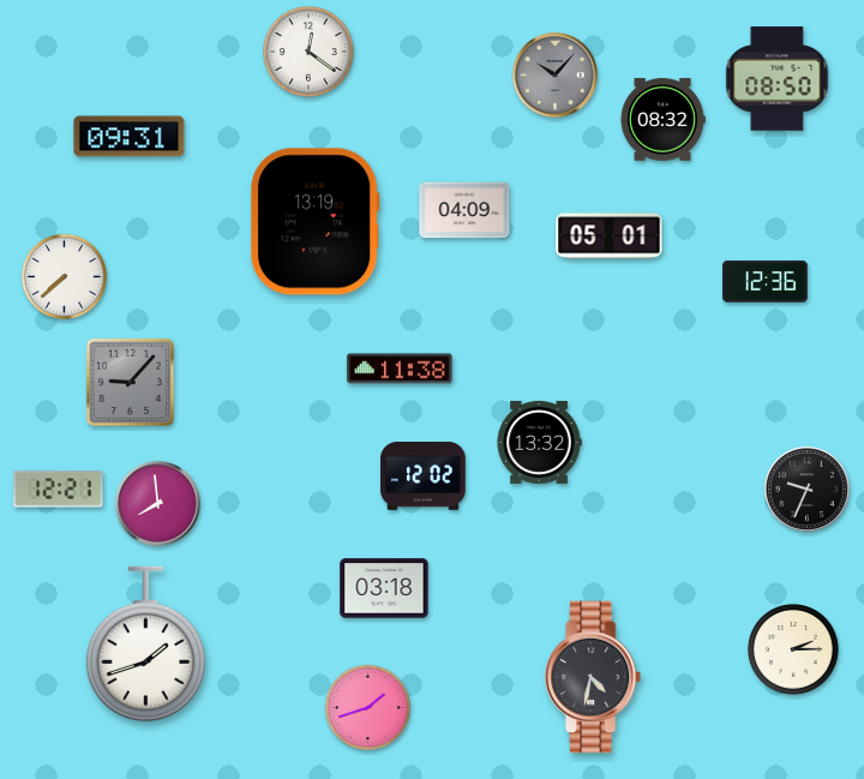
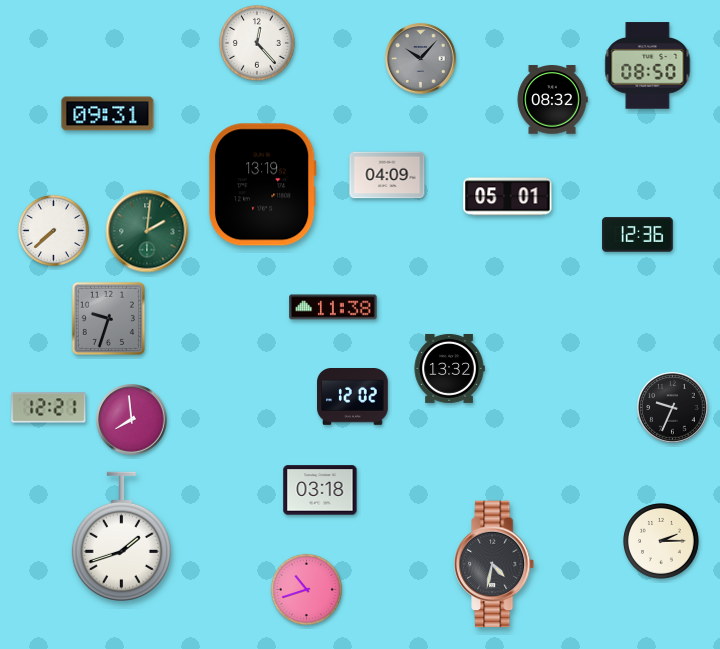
clock at (310, 53): 12:21 -> 12:23
clock at (556, 76) position: (556, 76) -> (421, 59)
clock at (147, 231): none -> 2:01
clock at (130, 382): 9:07 -> 9:33
clock at (367, 707): 1:42 -> 10:42
